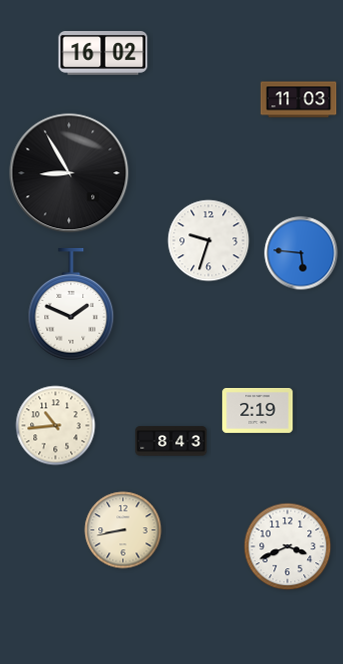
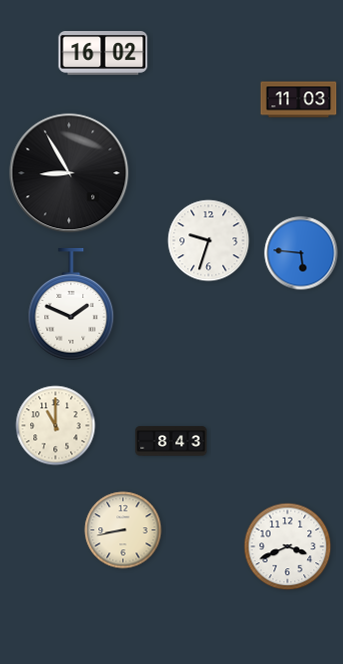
clock at (258, 410): 2:19 -> none
clock at (56, 426): 10:44 -> 11:00
